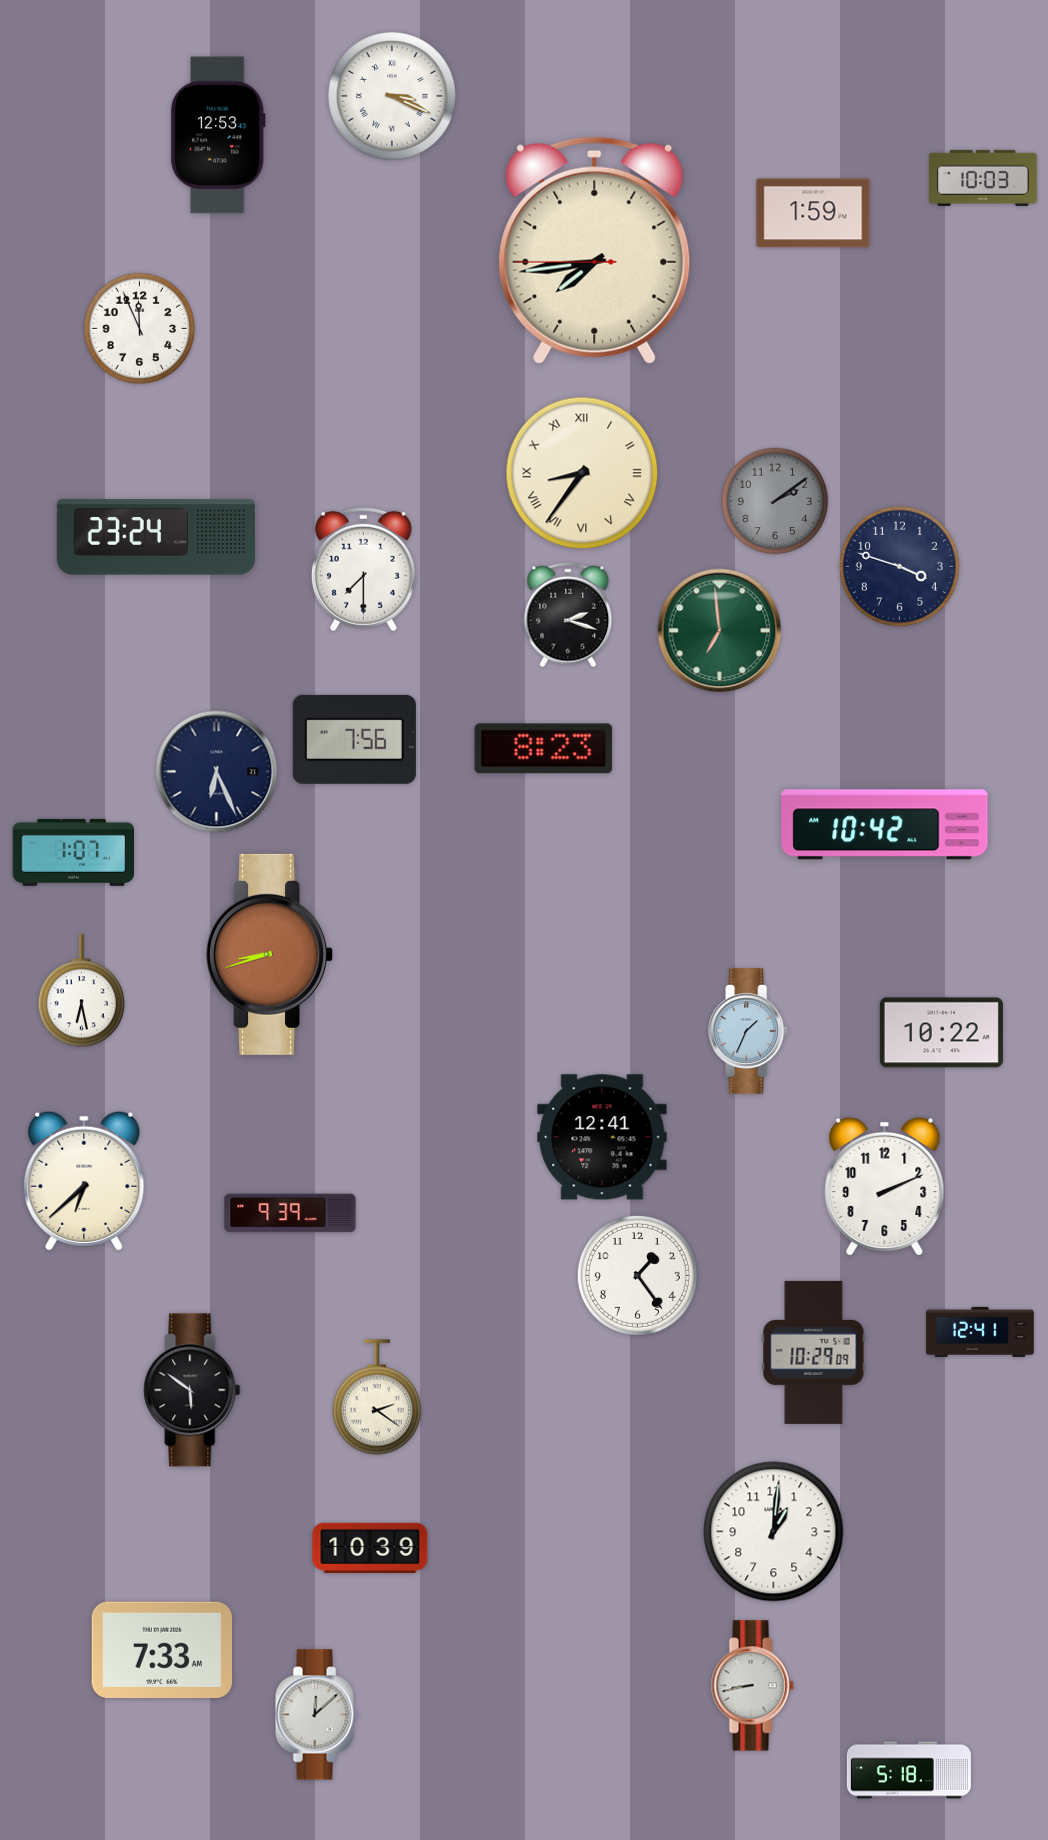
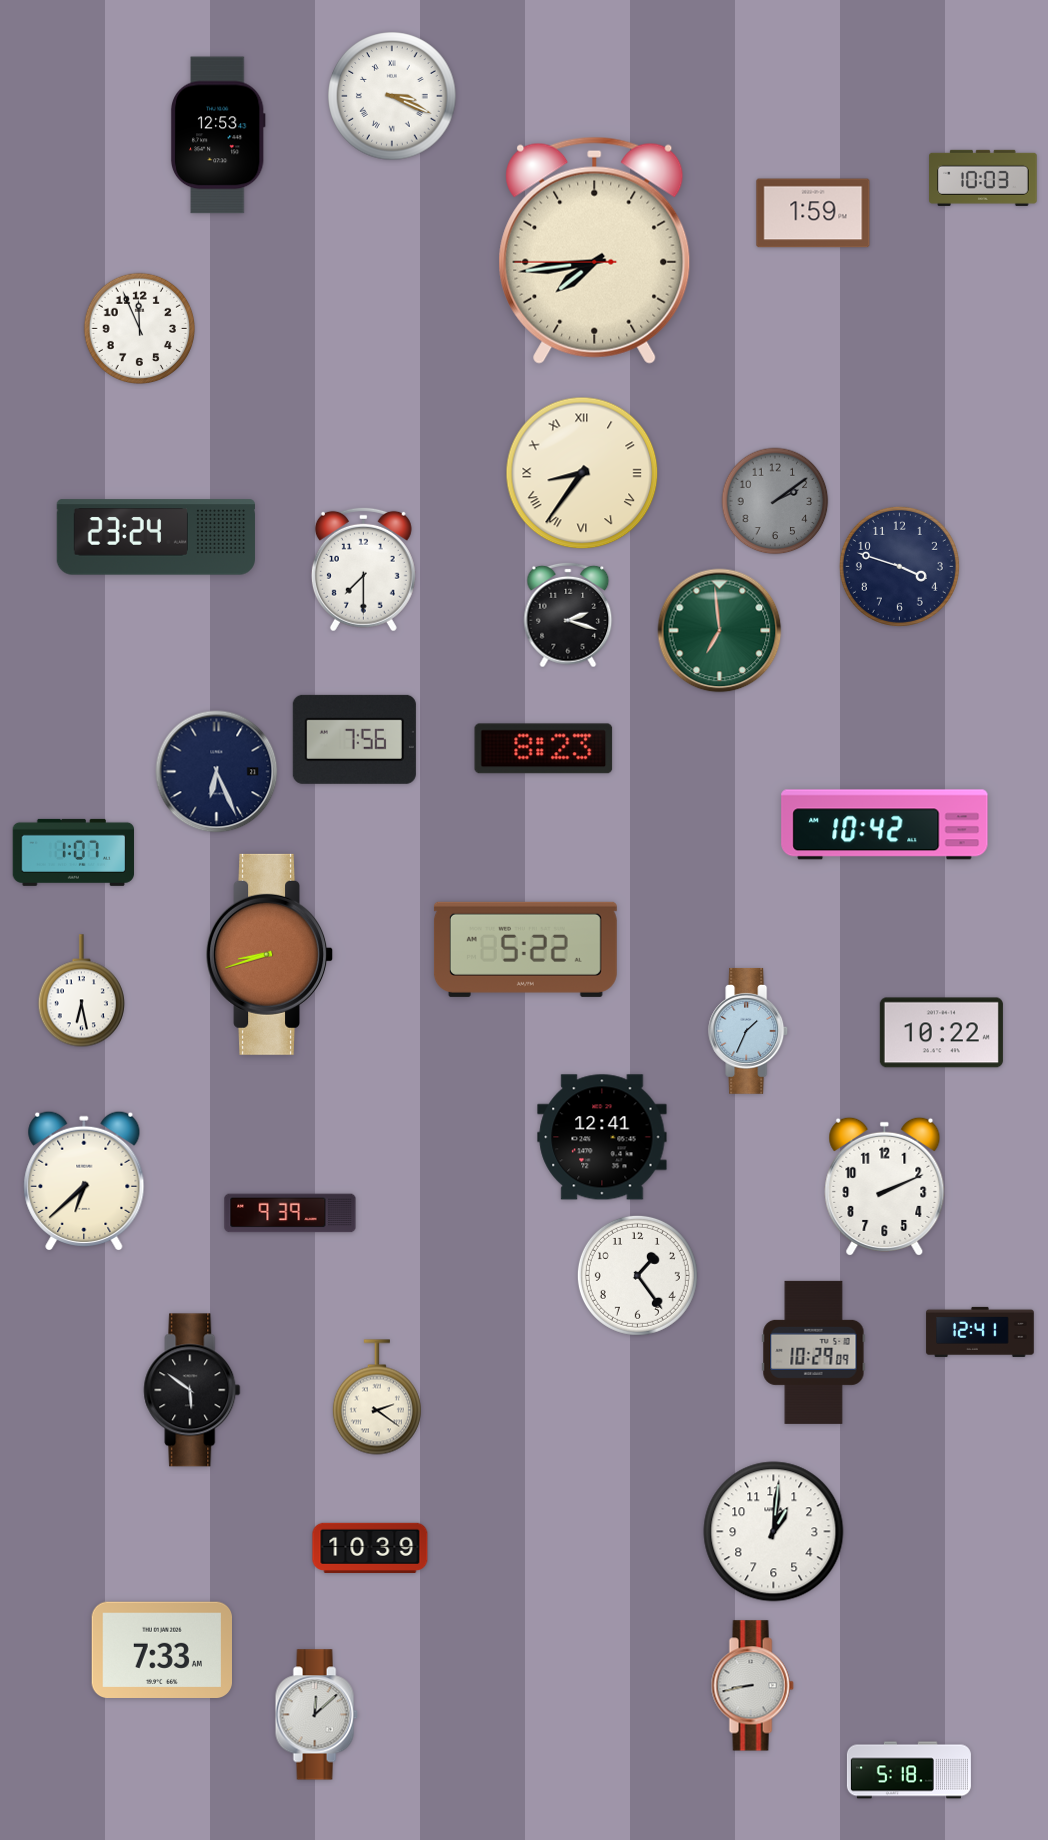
clock at (525, 949): none -> 5:22
